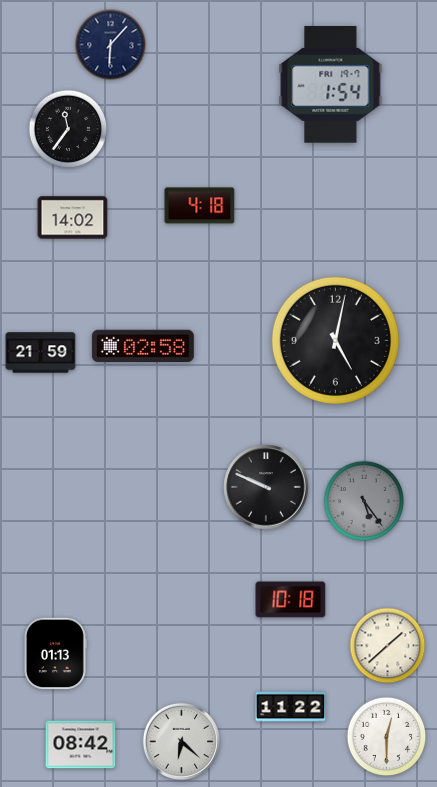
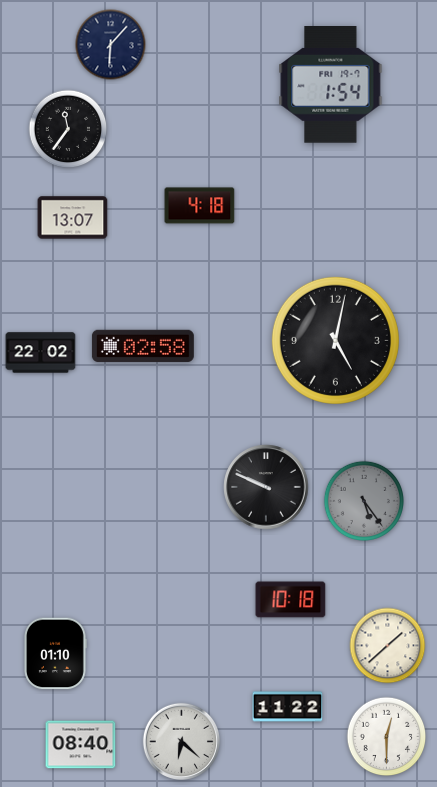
clock at (73, 218): 14:02 -> 13:07
clock at (41, 353): 21:59 -> 22:02
clock at (56, 654): 01:13 -> 01:10
clock at (291, 707) position: (291, 707) -> (288, 707)
clock at (81, 745): 08:42 -> 08:40
